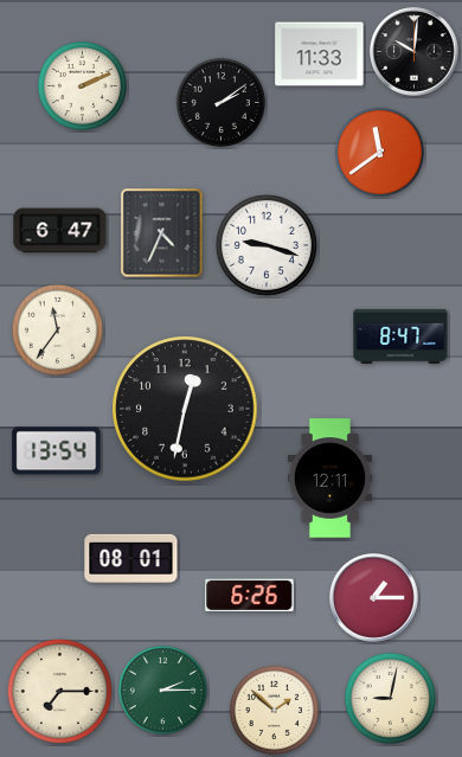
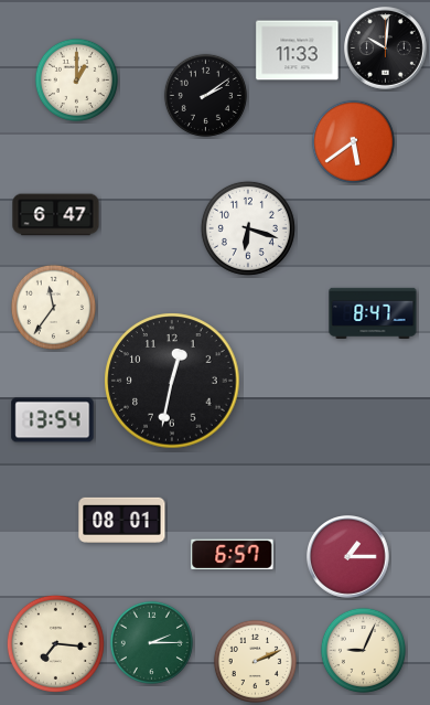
clock at (82, 85): 2:11 -> 1:00
clock at (379, 152): 11:39 -> 5:39
clock at (162, 233): 4:34 -> none
clock at (267, 245): 9:18 -> 6:18
clock at (329, 479): 12:11 -> none
clock at (250, 596): 6:26 -> 6:57
clock at (59, 691): 7:15 -> 7:16
clock at (390, 698): 9:02 -> 9:04
clock at (274, 710): 1:52 -> 2:11
